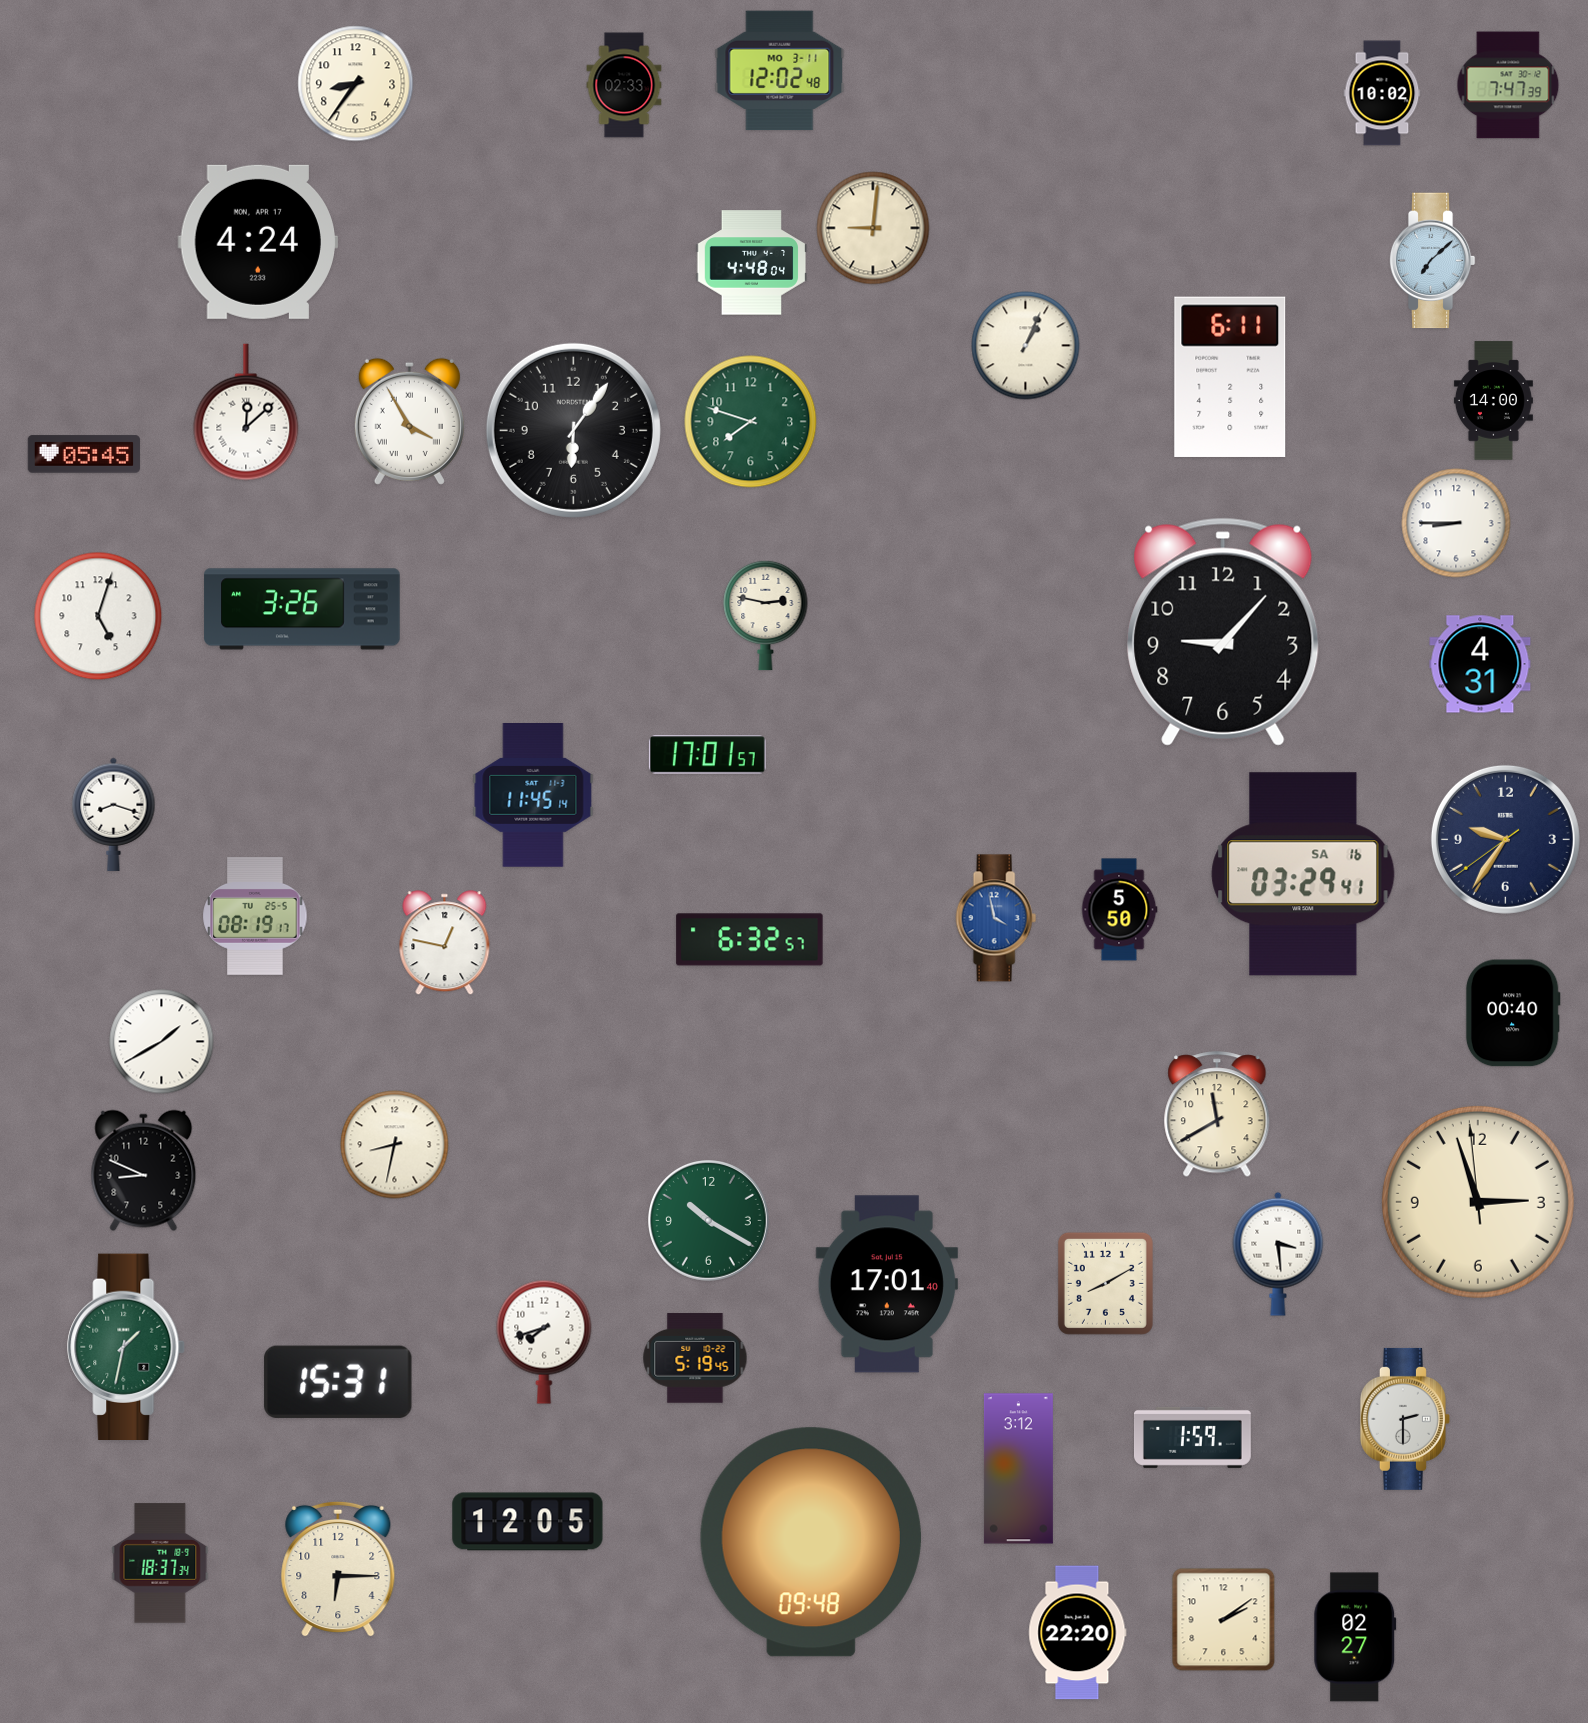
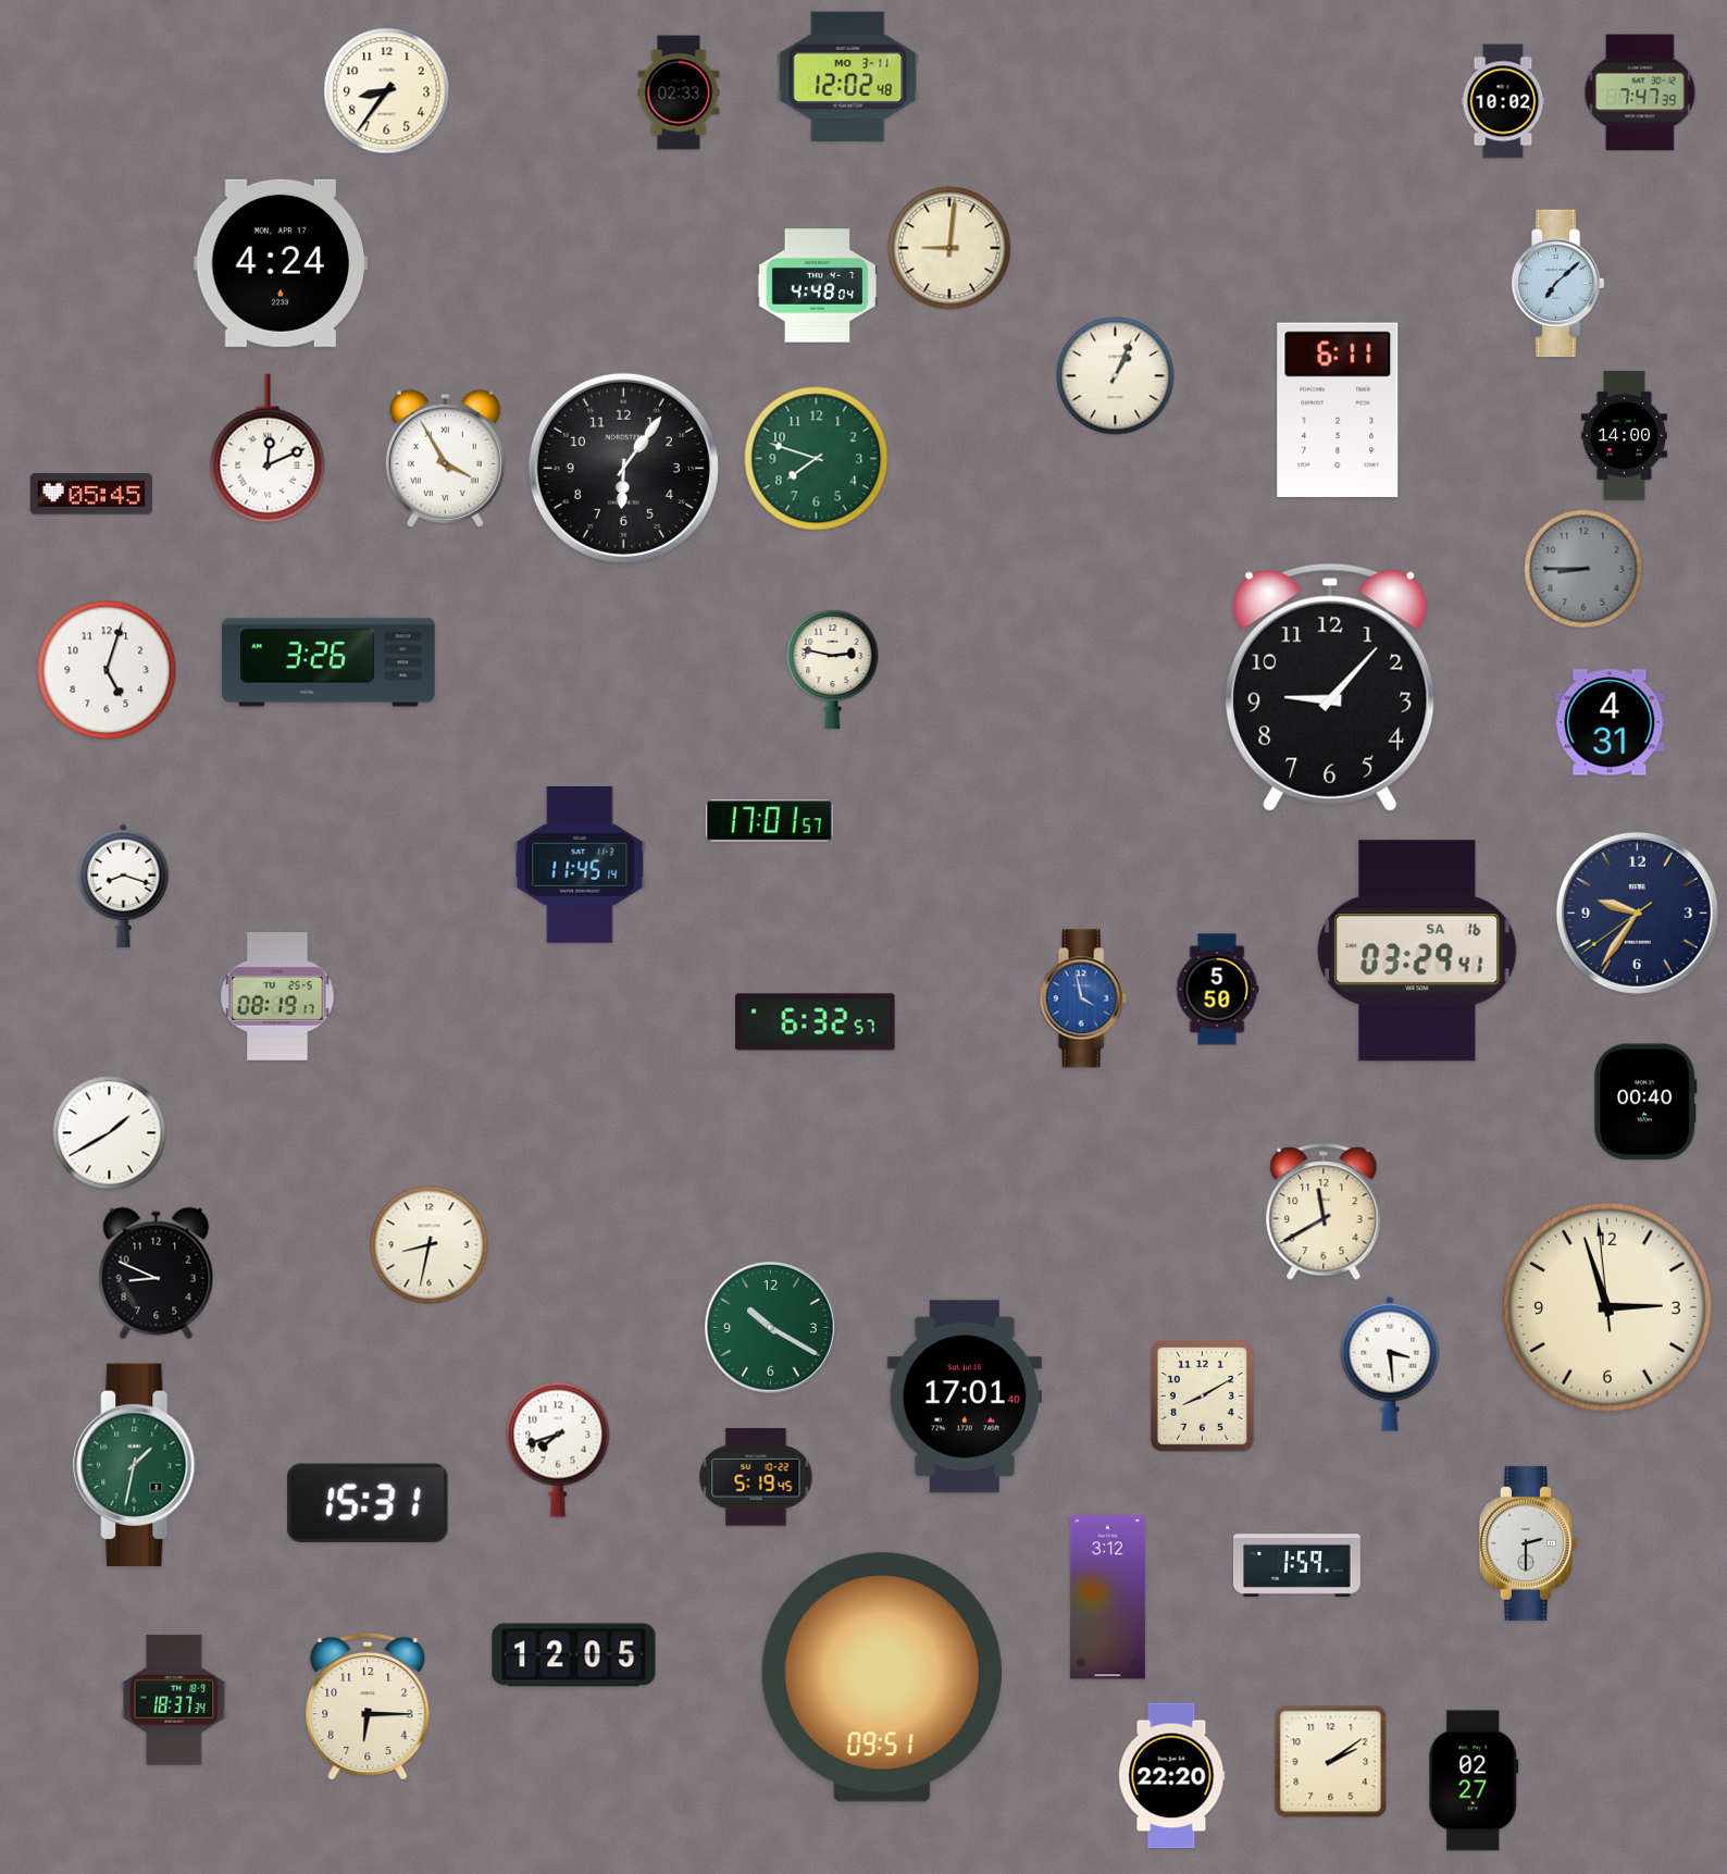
clock at (246, 412): 12:08 -> 12:11
clock at (1456, 523) dial: white -> grey
clock at (445, 943): 12:47 -> none
clock at (162, 1042) position: (162, 1042) -> (110, 1133)
clock at (544, 1342) position: (544, 1342) -> (558, 1450)
clock at (811, 1542): 09:48 -> 09:51
